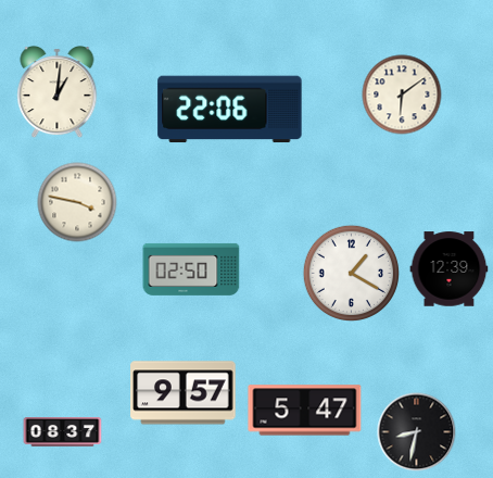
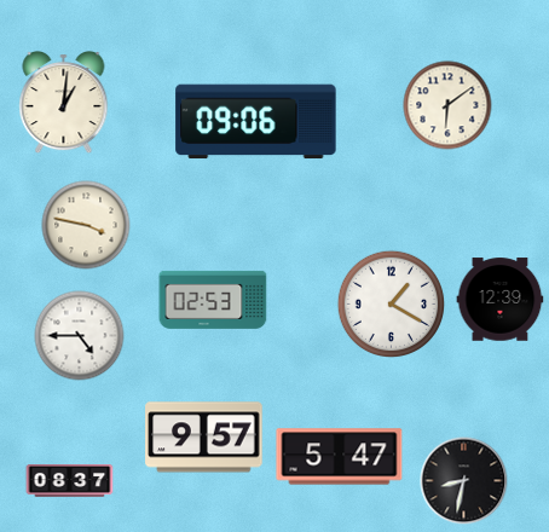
clock at (230, 110): 22:06 -> 09:06
clock at (191, 269): 02:50 -> 02:53
clock at (80, 336): none -> 4:45
